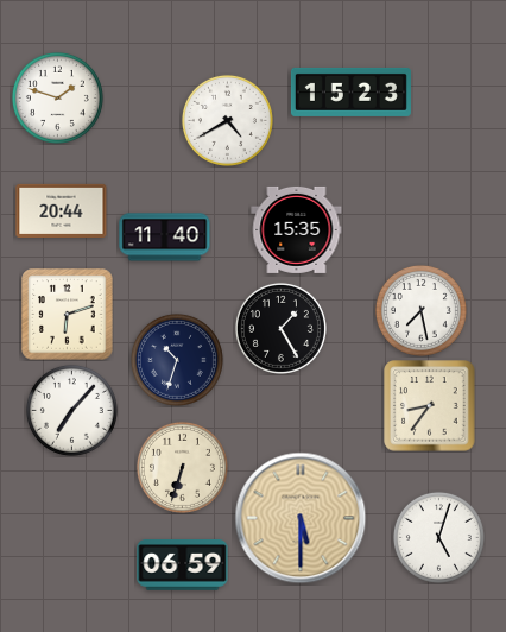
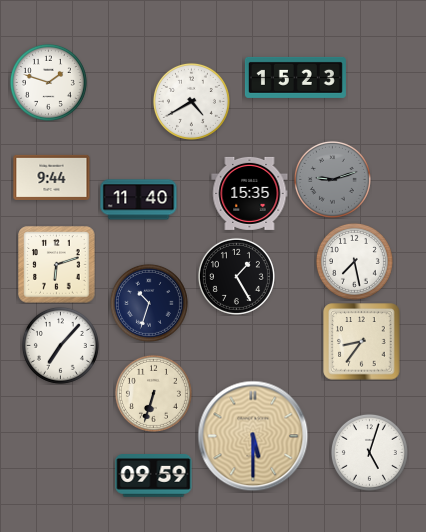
clock at (62, 210): 20:44 -> 9:44
clock at (332, 179): none -> 9:12
clock at (183, 565): 06:59 -> 09:59
